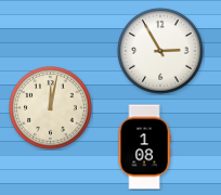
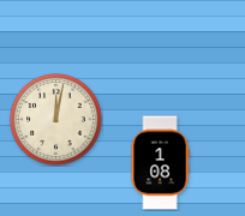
clock at (160, 51): 2:55 -> none
